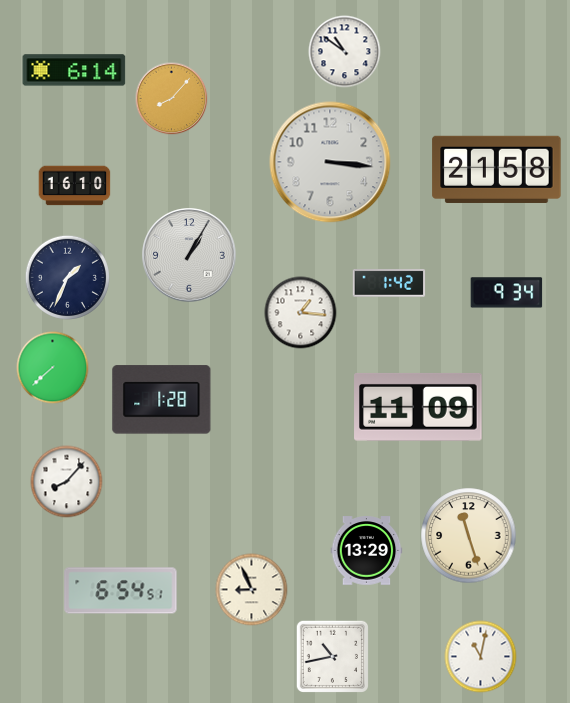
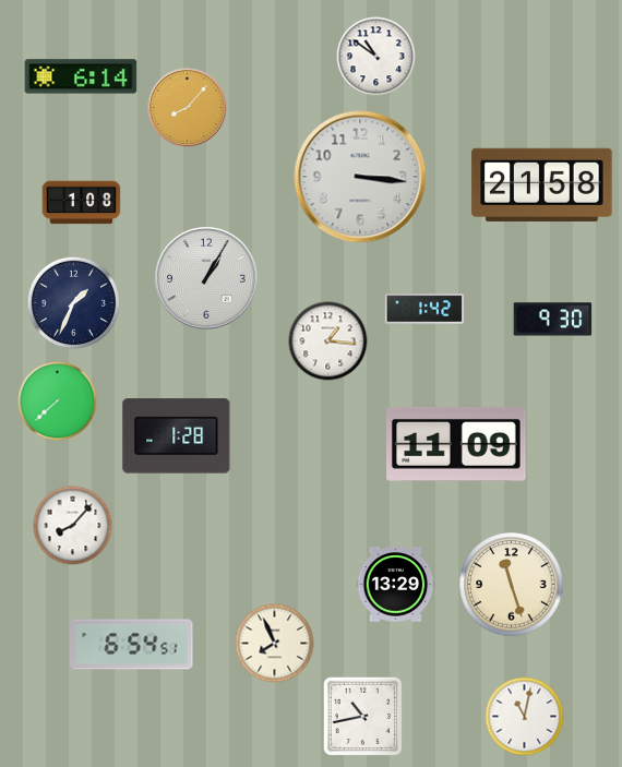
clock at (75, 186): 16:10 -> 1:08
clock at (507, 293): 9:34 -> 9:30
clock at (367, 551) position: (367, 551) -> (396, 585)
clock at (252, 590): 8:56 -> 7:56
